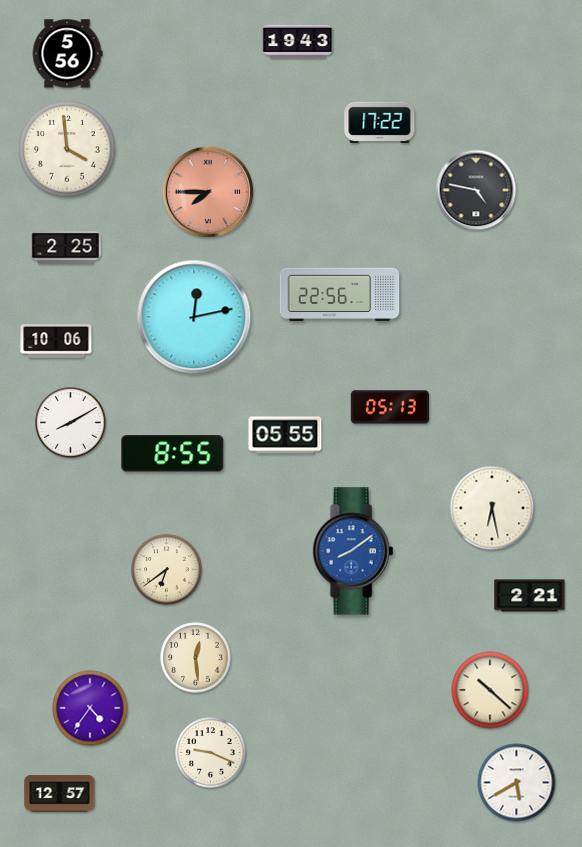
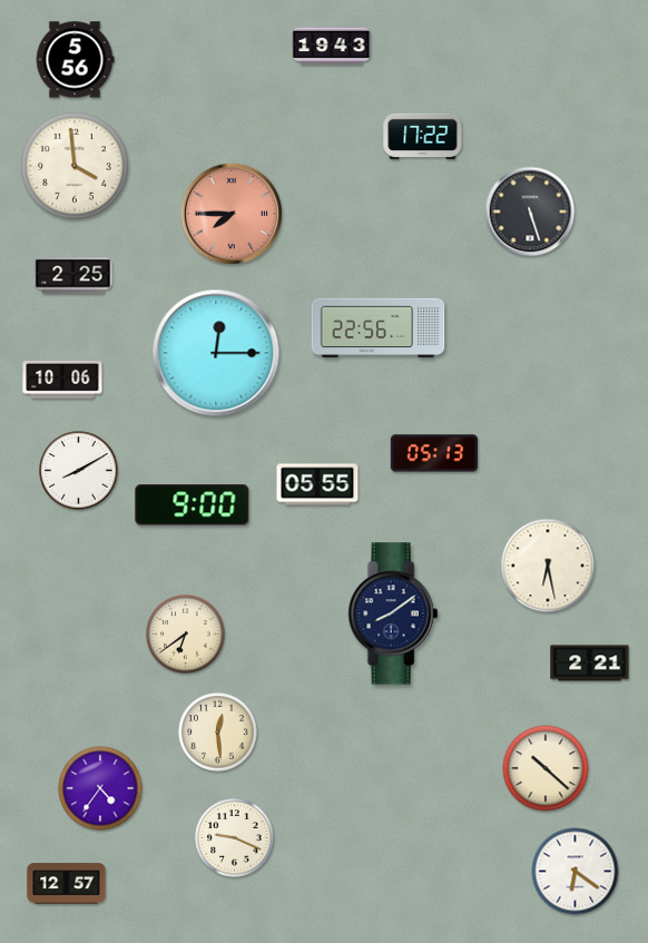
clock at (476, 190): 4:47 -> 5:27
clock at (194, 317): 12:13 -> 12:15
clock at (173, 454): 8:55 -> 9:00
clock at (353, 551) dial: blue -> navy
clock at (517, 783): 5:40 -> 6:21
